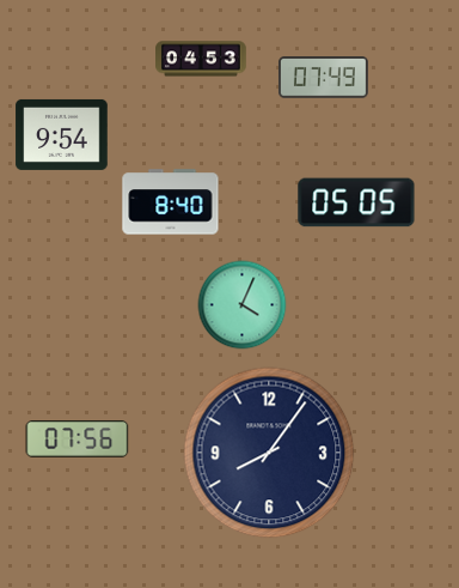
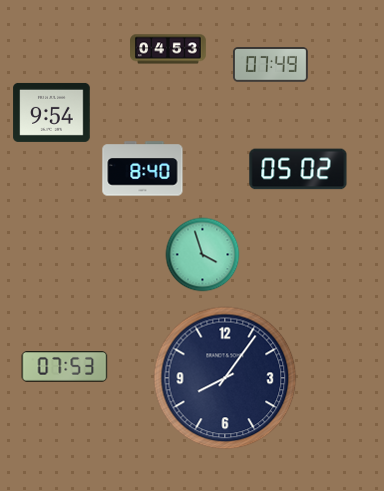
clock at (356, 202): 05:05 -> 05:02
clock at (243, 305): 4:04 -> 3:57
clock at (78, 440): 07:56 -> 07:53
